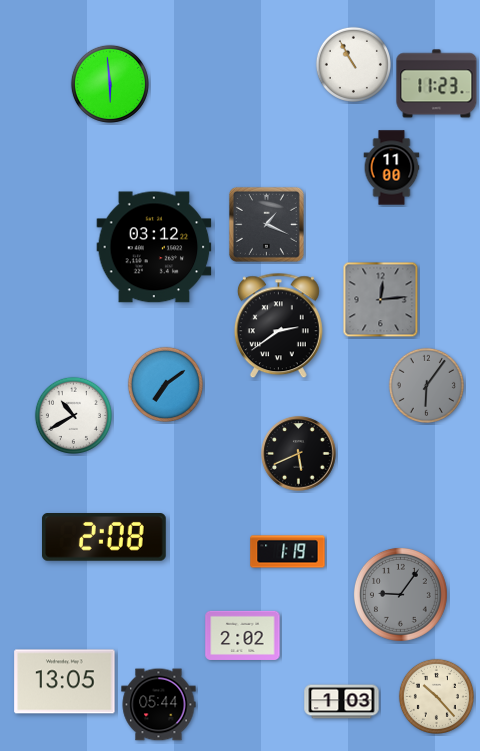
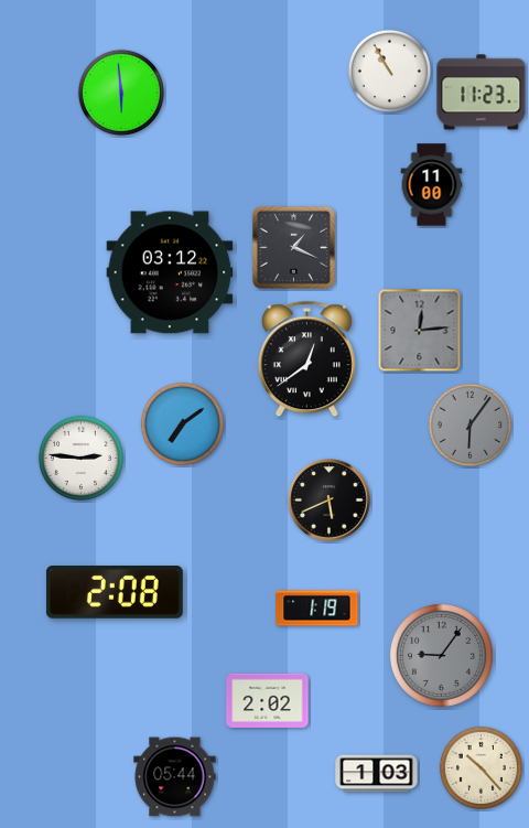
clock at (278, 326): 2:39 -> 12:39
clock at (73, 415): 10:40 -> 2:46
clock at (65, 682): 13:05 -> none
